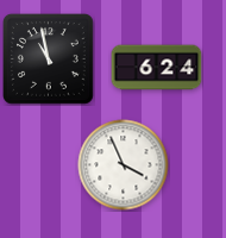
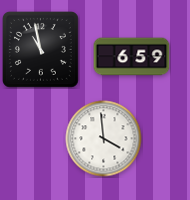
clock at (157, 68): 6:24 -> 6:59
clock at (124, 165): 3:56 -> 3:59
